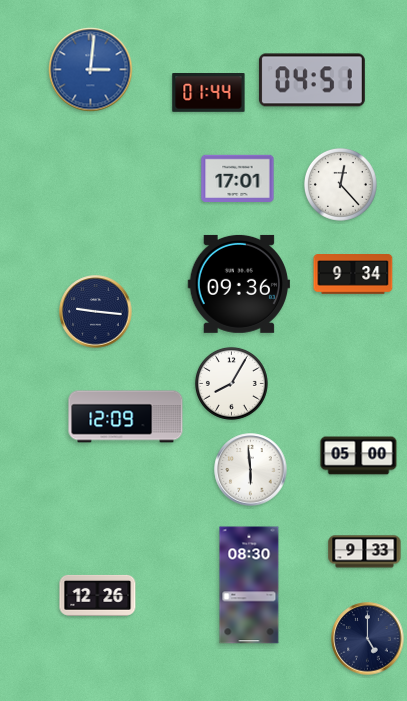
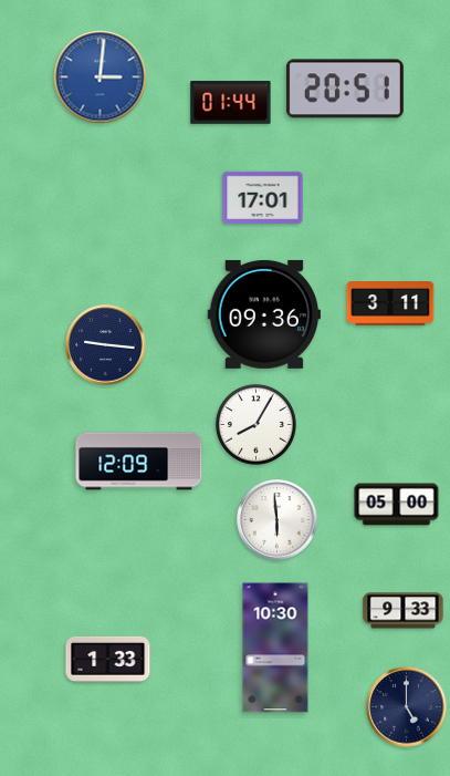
clock at (312, 80): 04:51 -> 20:51
clock at (340, 184): 12:23 -> none
clock at (353, 274): 9:34 -> 3:11
clock at (249, 585): 08:30 -> 10:30
clock at (98, 595): 12:26 -> 1:33
